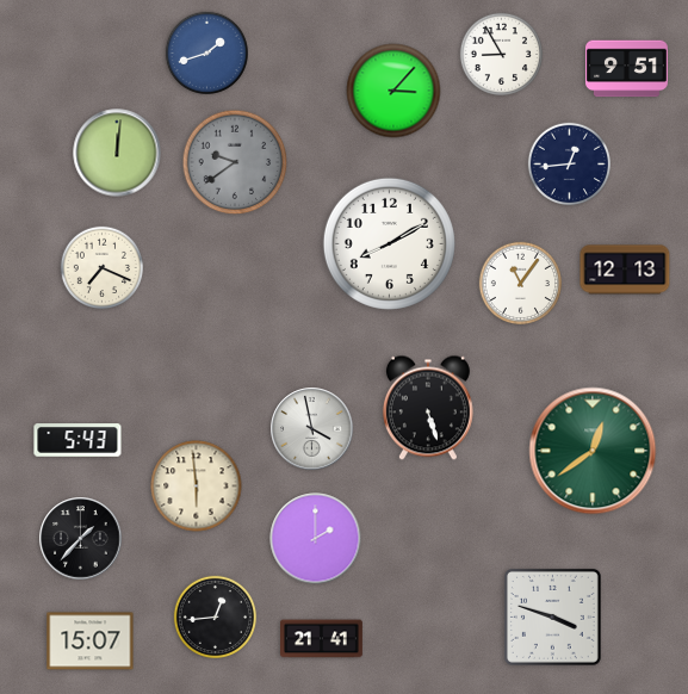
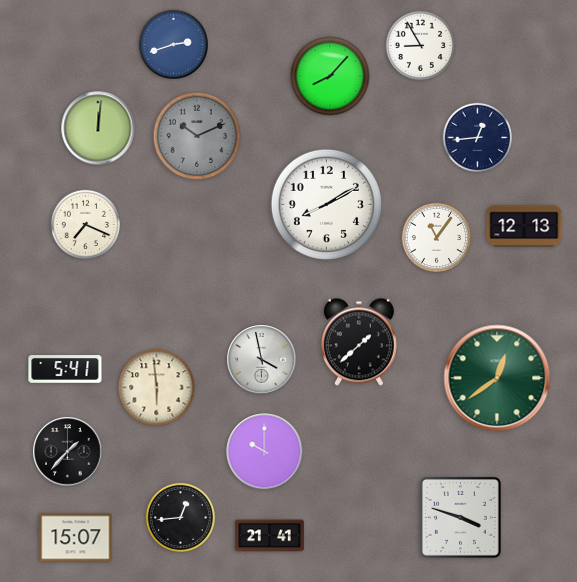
clock at (206, 52): 1:42 -> 2:42
clock at (627, 69): 9:51 -> none
clock at (393, 91): 3:07 -> 8:07
clock at (235, 162): 9:39 -> 10:11
clock at (428, 408): 5:27 -> 1:38
clock at (78, 440): 5:43 -> 5:41
clock at (197, 487) position: (197, 487) -> (157, 388)
clock at (316, 539): 2:00 -> 10:00
clock at (552, 616) position: (552, 616) -> (460, 517)
